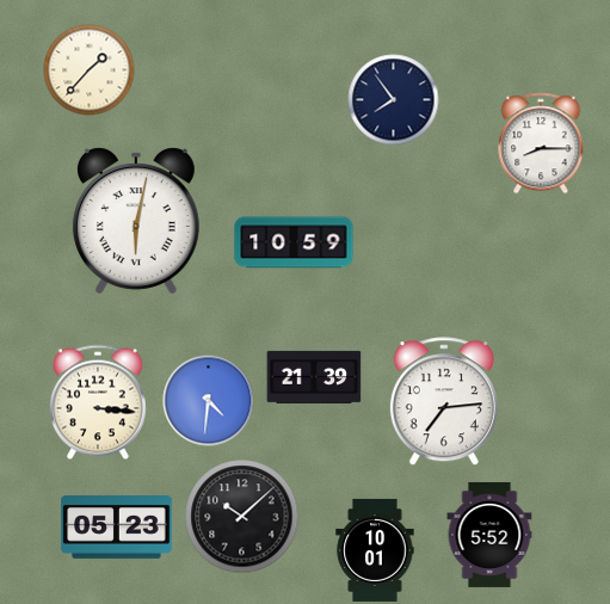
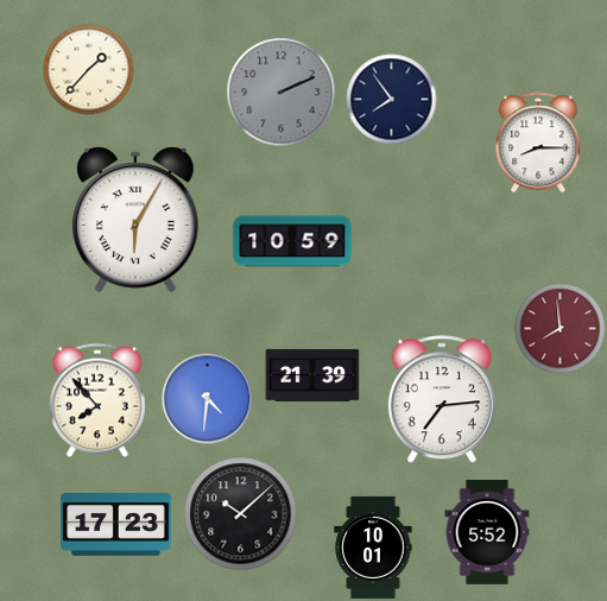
clock at (282, 93): none -> 2:11
clock at (136, 221): 6:02 -> 6:05
clock at (561, 329): none -> 7:59
clock at (99, 402): 3:16 -> 7:53
clock at (117, 528): 05:23 -> 17:23
